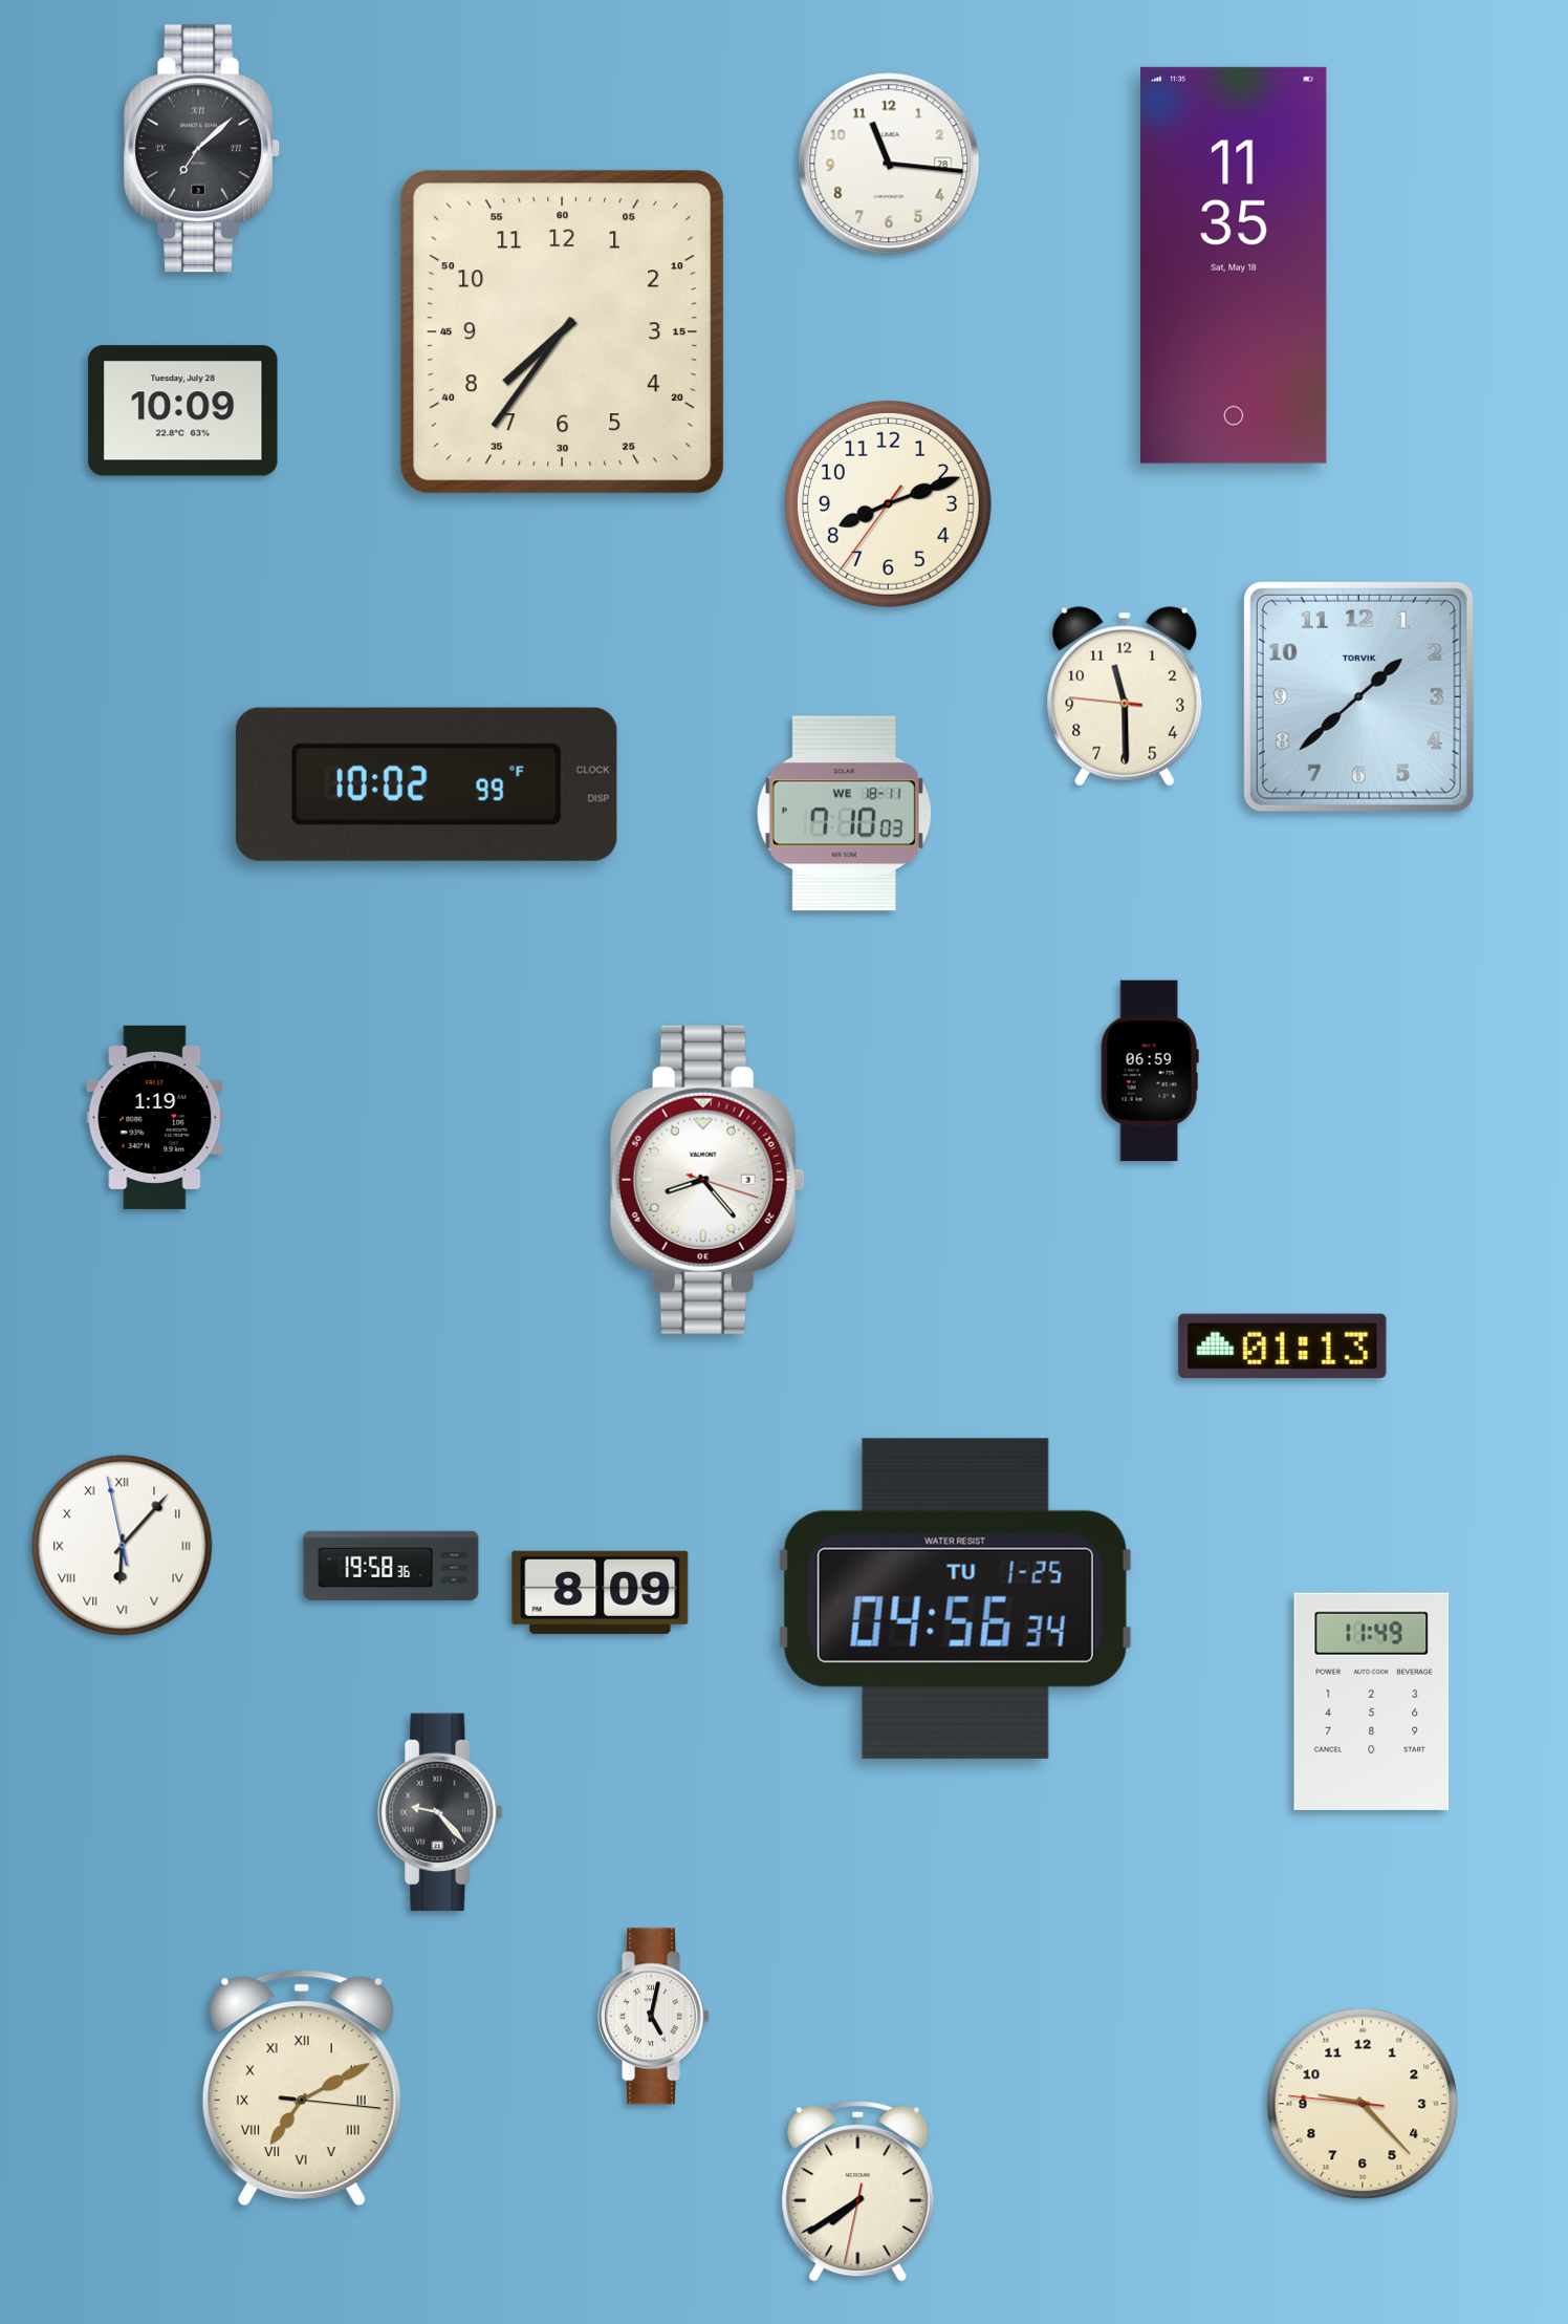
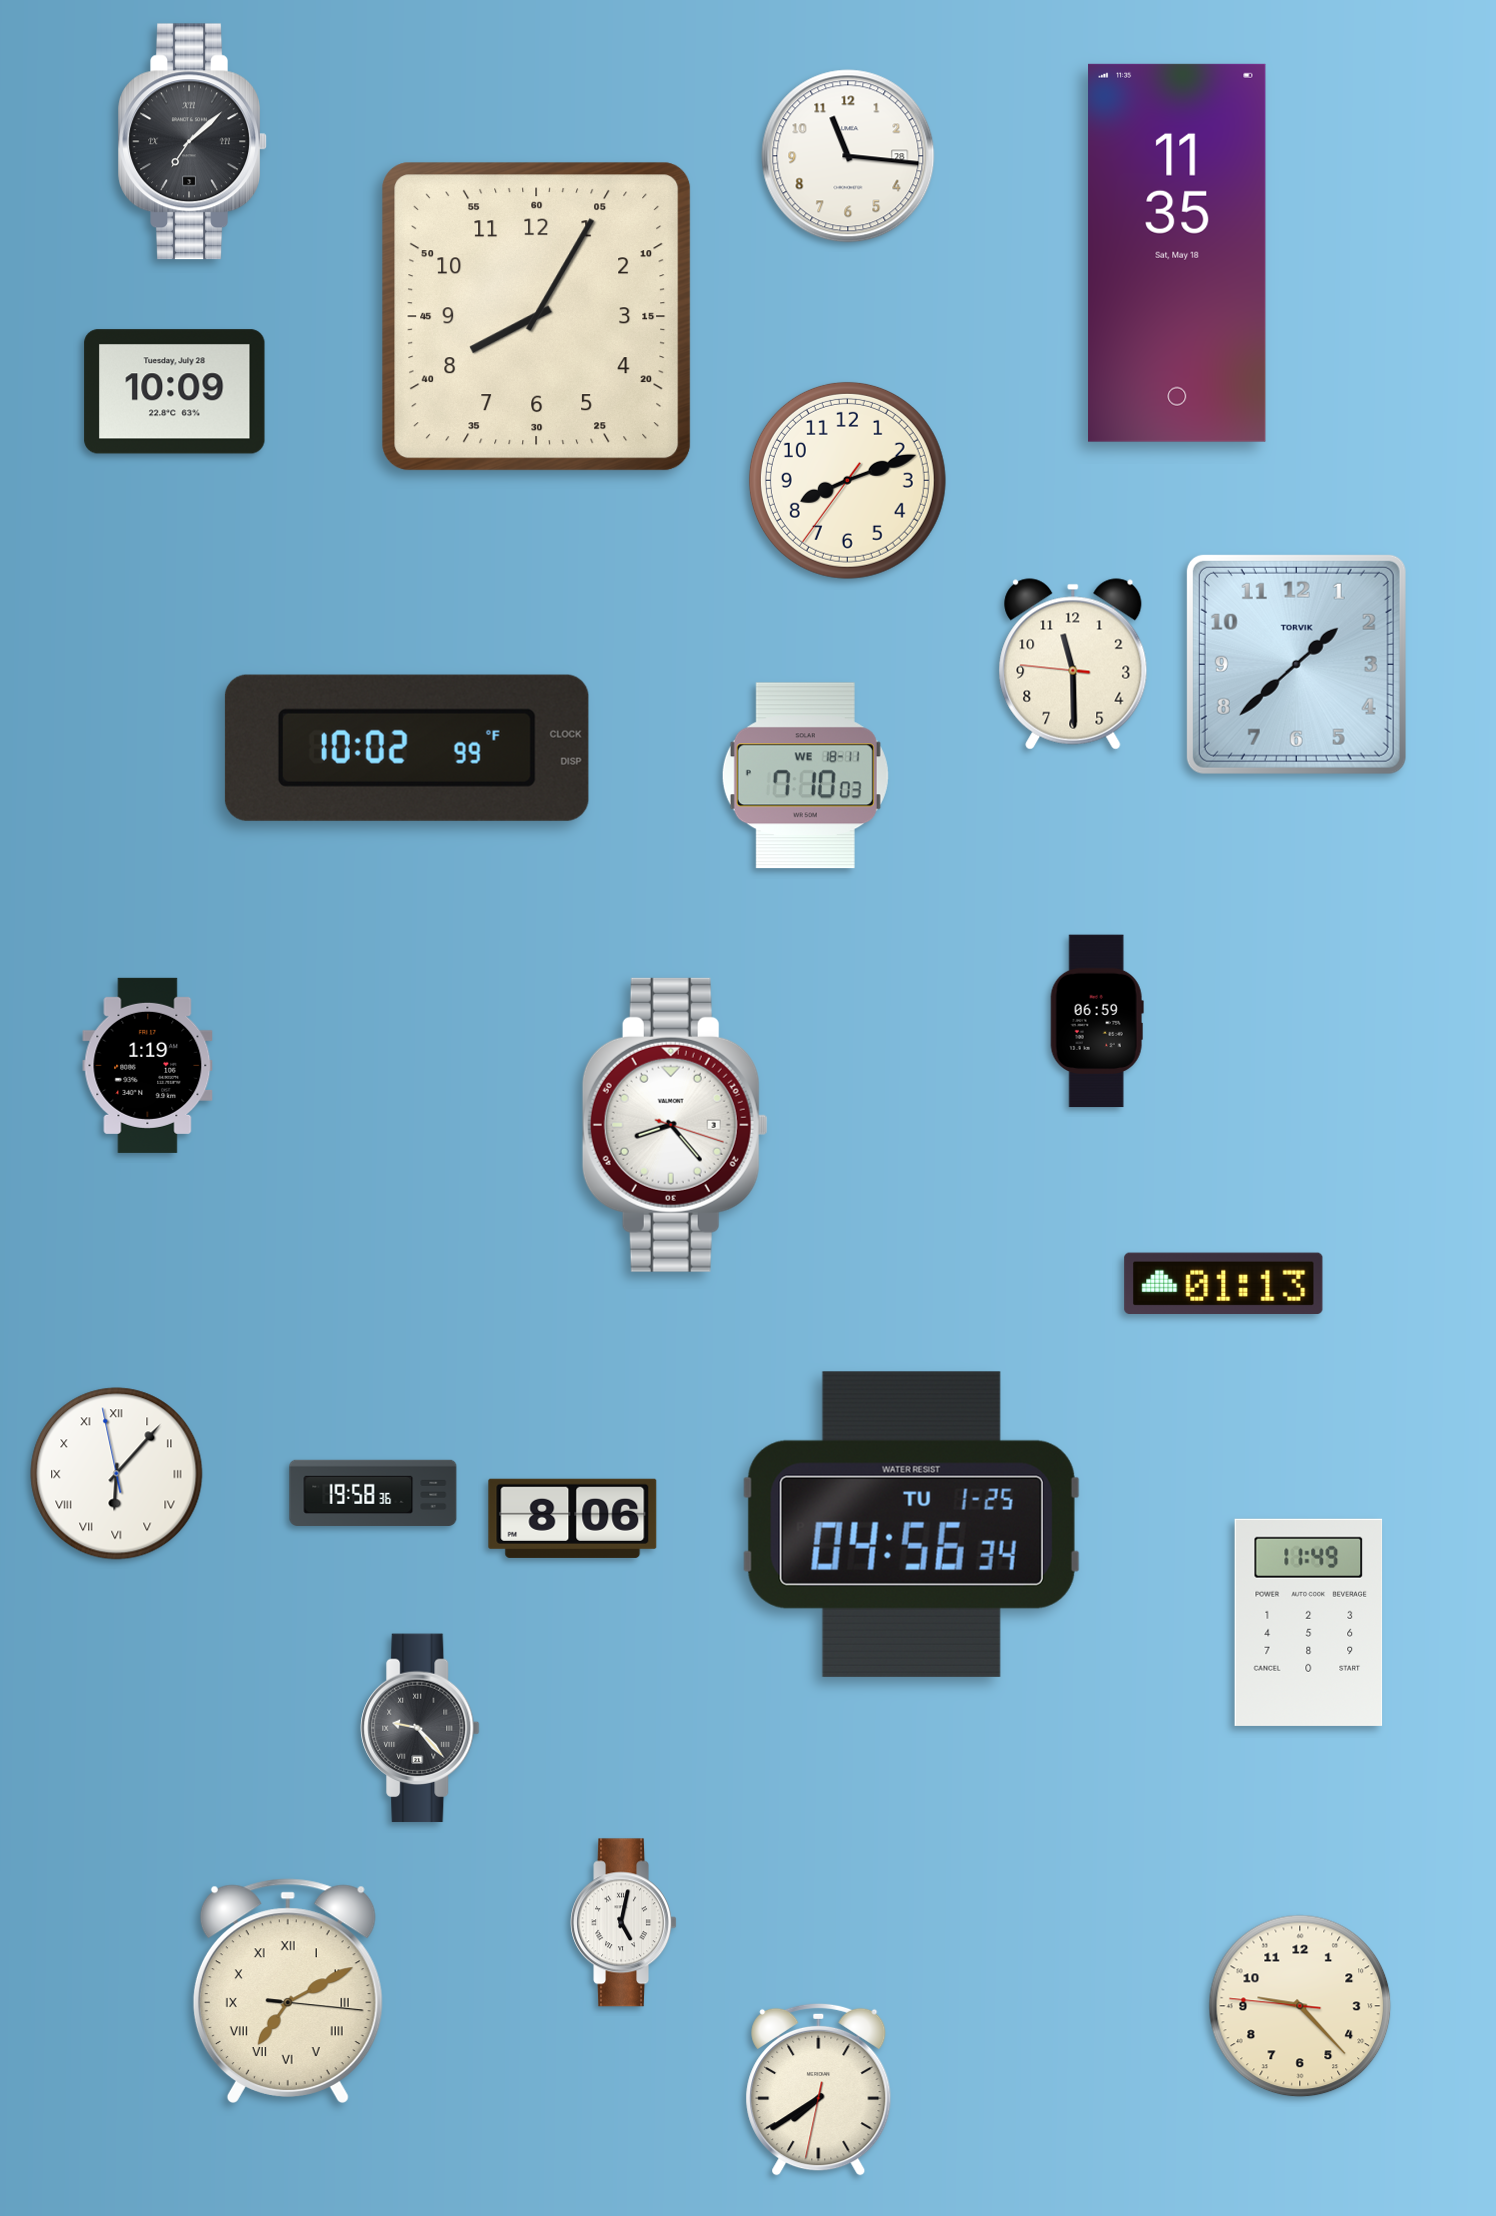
clock at (563, 332): 7:36 -> 8:05
clock at (601, 1592): 8:09 -> 8:06
